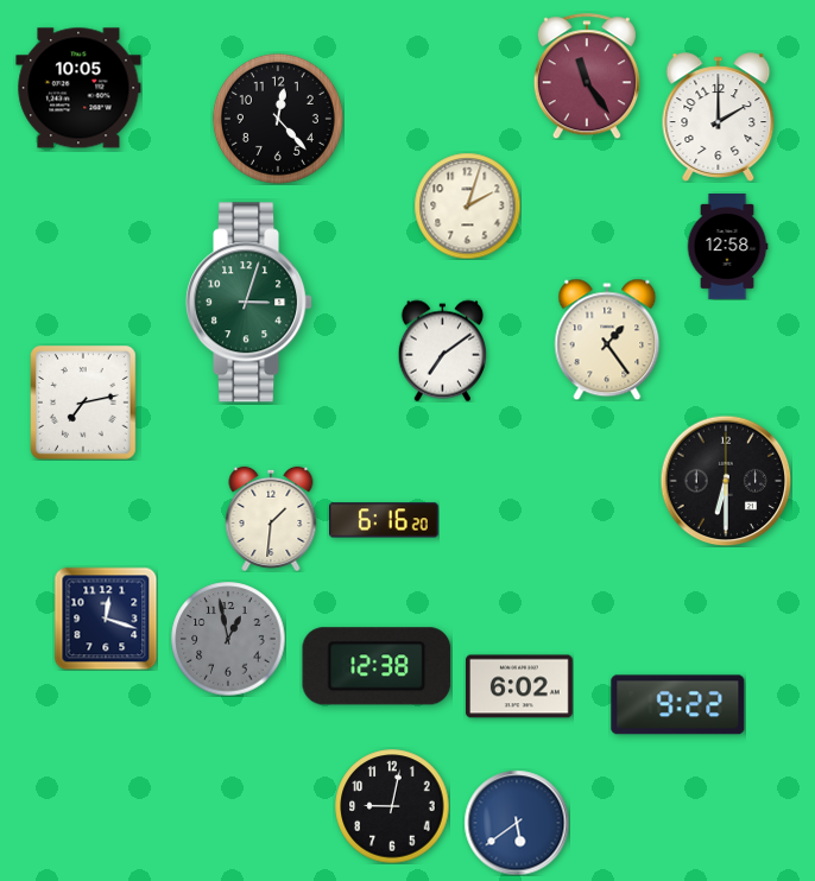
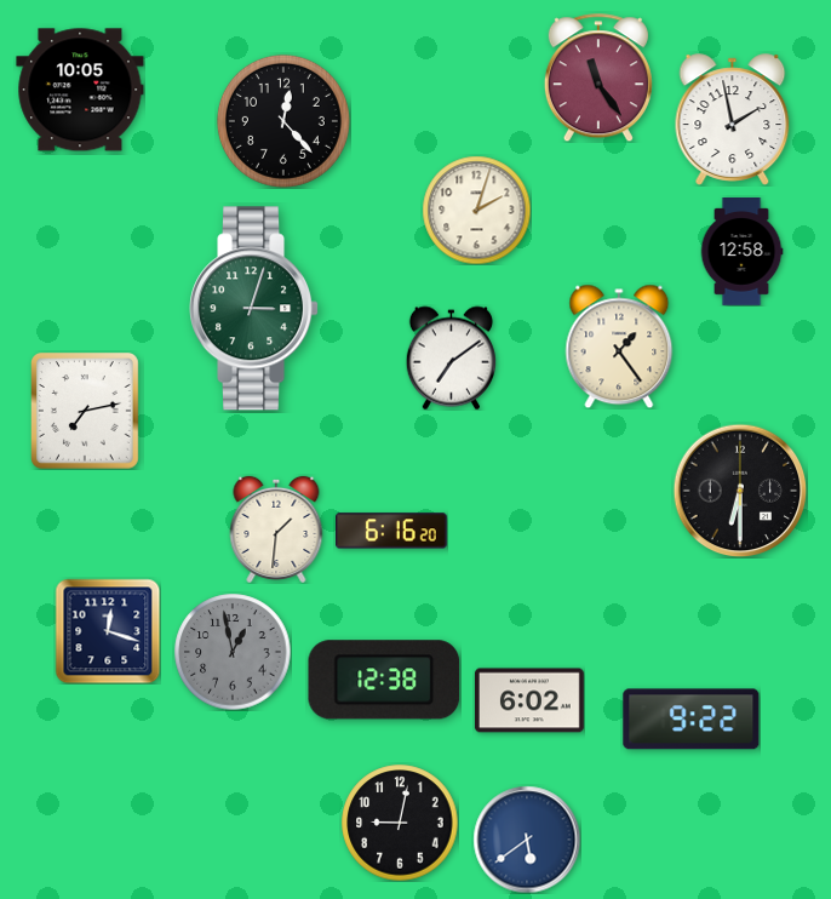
clock at (719, 118): 2:00 -> 1:58
